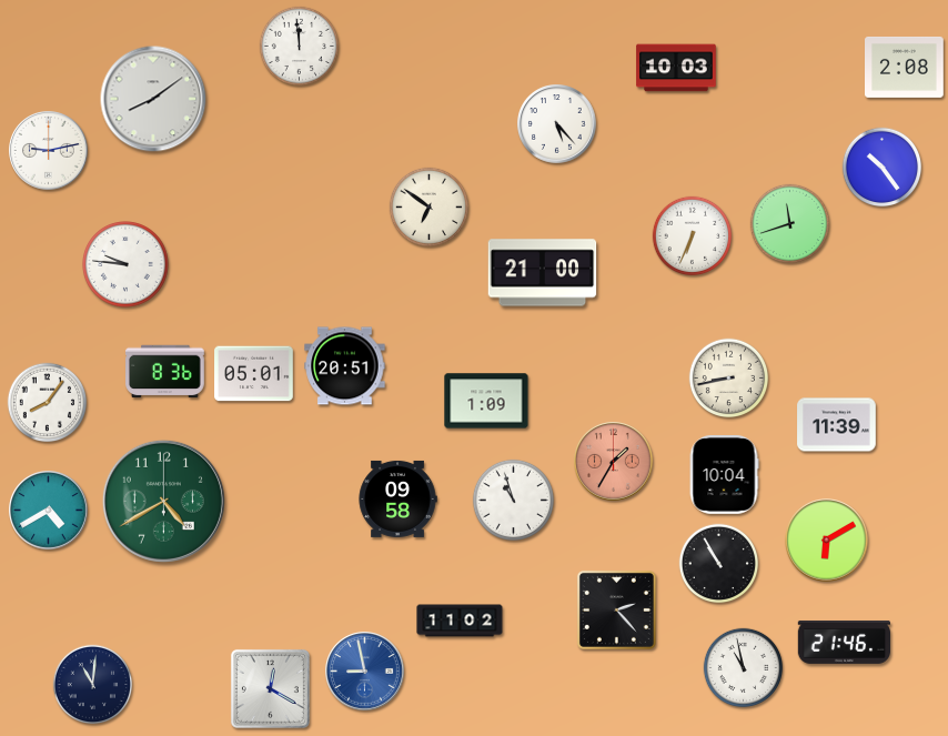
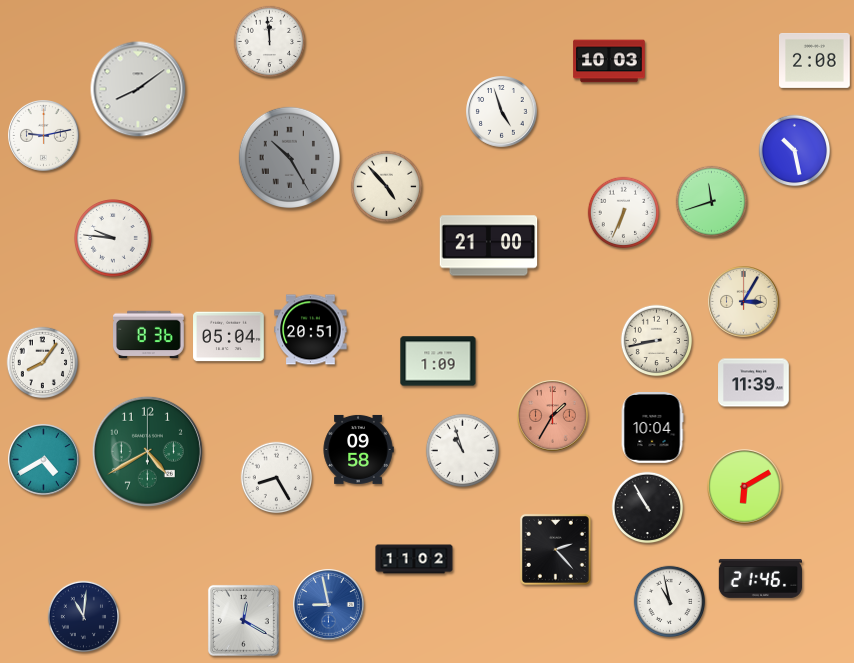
clock at (557, 124): 5:23 -> 4:57
clock at (883, 168): 10:24 -> 10:28
clock at (289, 157): none -> 10:25
clock at (430, 208): 6:51 -> 4:53
clock at (744, 302): none -> 3:05
clock at (254, 374): 05:01 -> 05:04
clock at (277, 478): none -> 8:25
